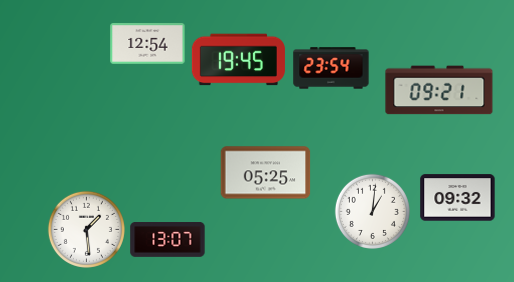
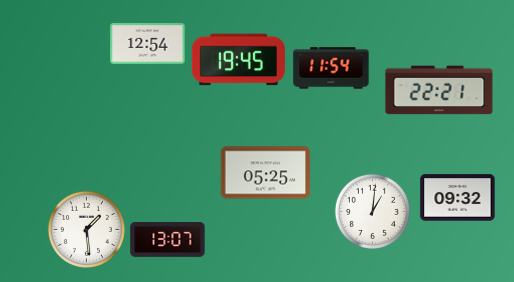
clock at (331, 68): 23:54 -> 11:54
clock at (439, 90): 09:21 -> 22:21
